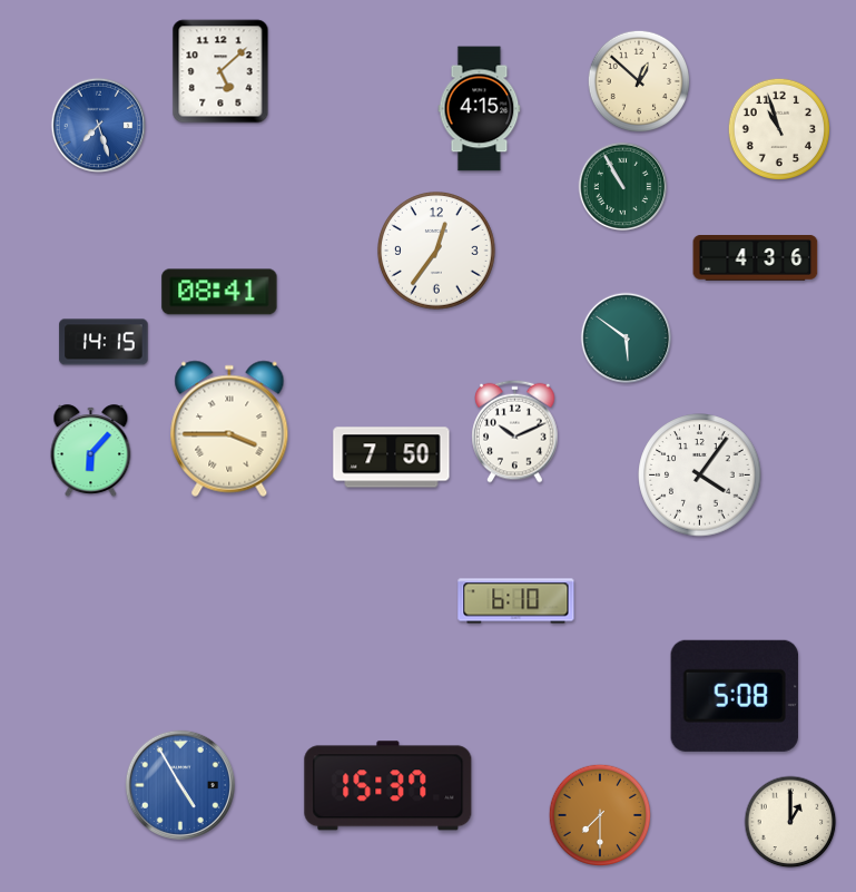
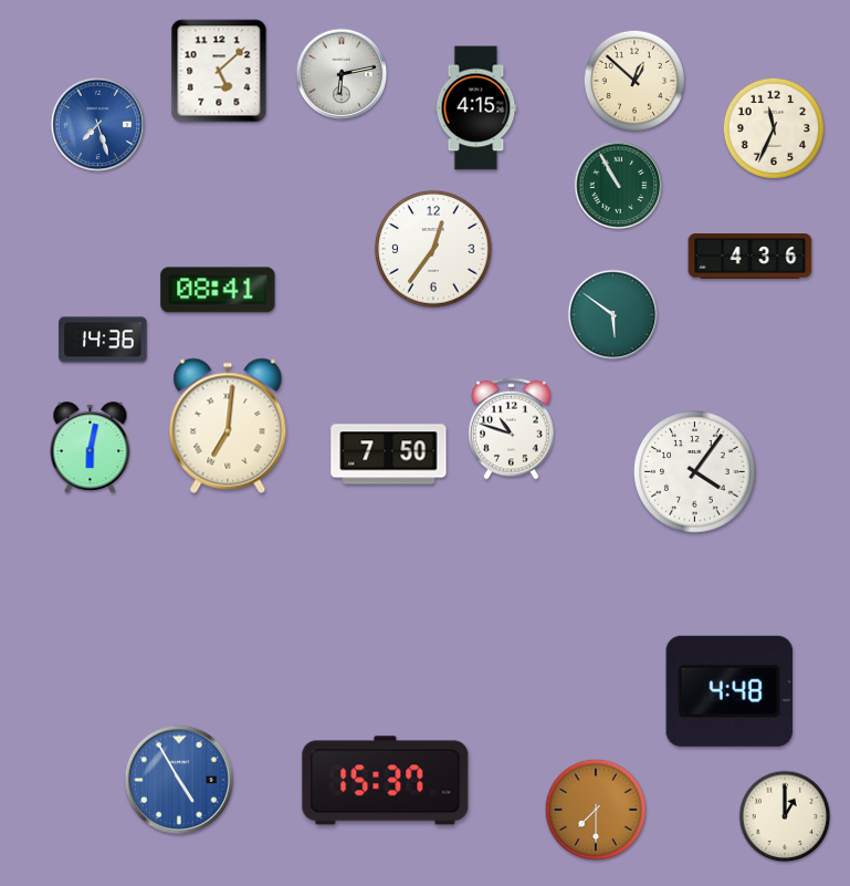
clock at (342, 74): none -> 6:13
clock at (778, 128): 10:57 -> 11:34
clock at (627, 339) position: (627, 339) -> (613, 315)
clock at (104, 342): 14:15 -> 14:36
clock at (229, 429): 3:45 -> 7:01
clock at (515, 431): 10:11 -> 10:48
clock at (91, 451): 6:07 -> 6:02
clock at (516, 601): 6:10 -> none
clock at (735, 696): 5:08 -> 4:48
